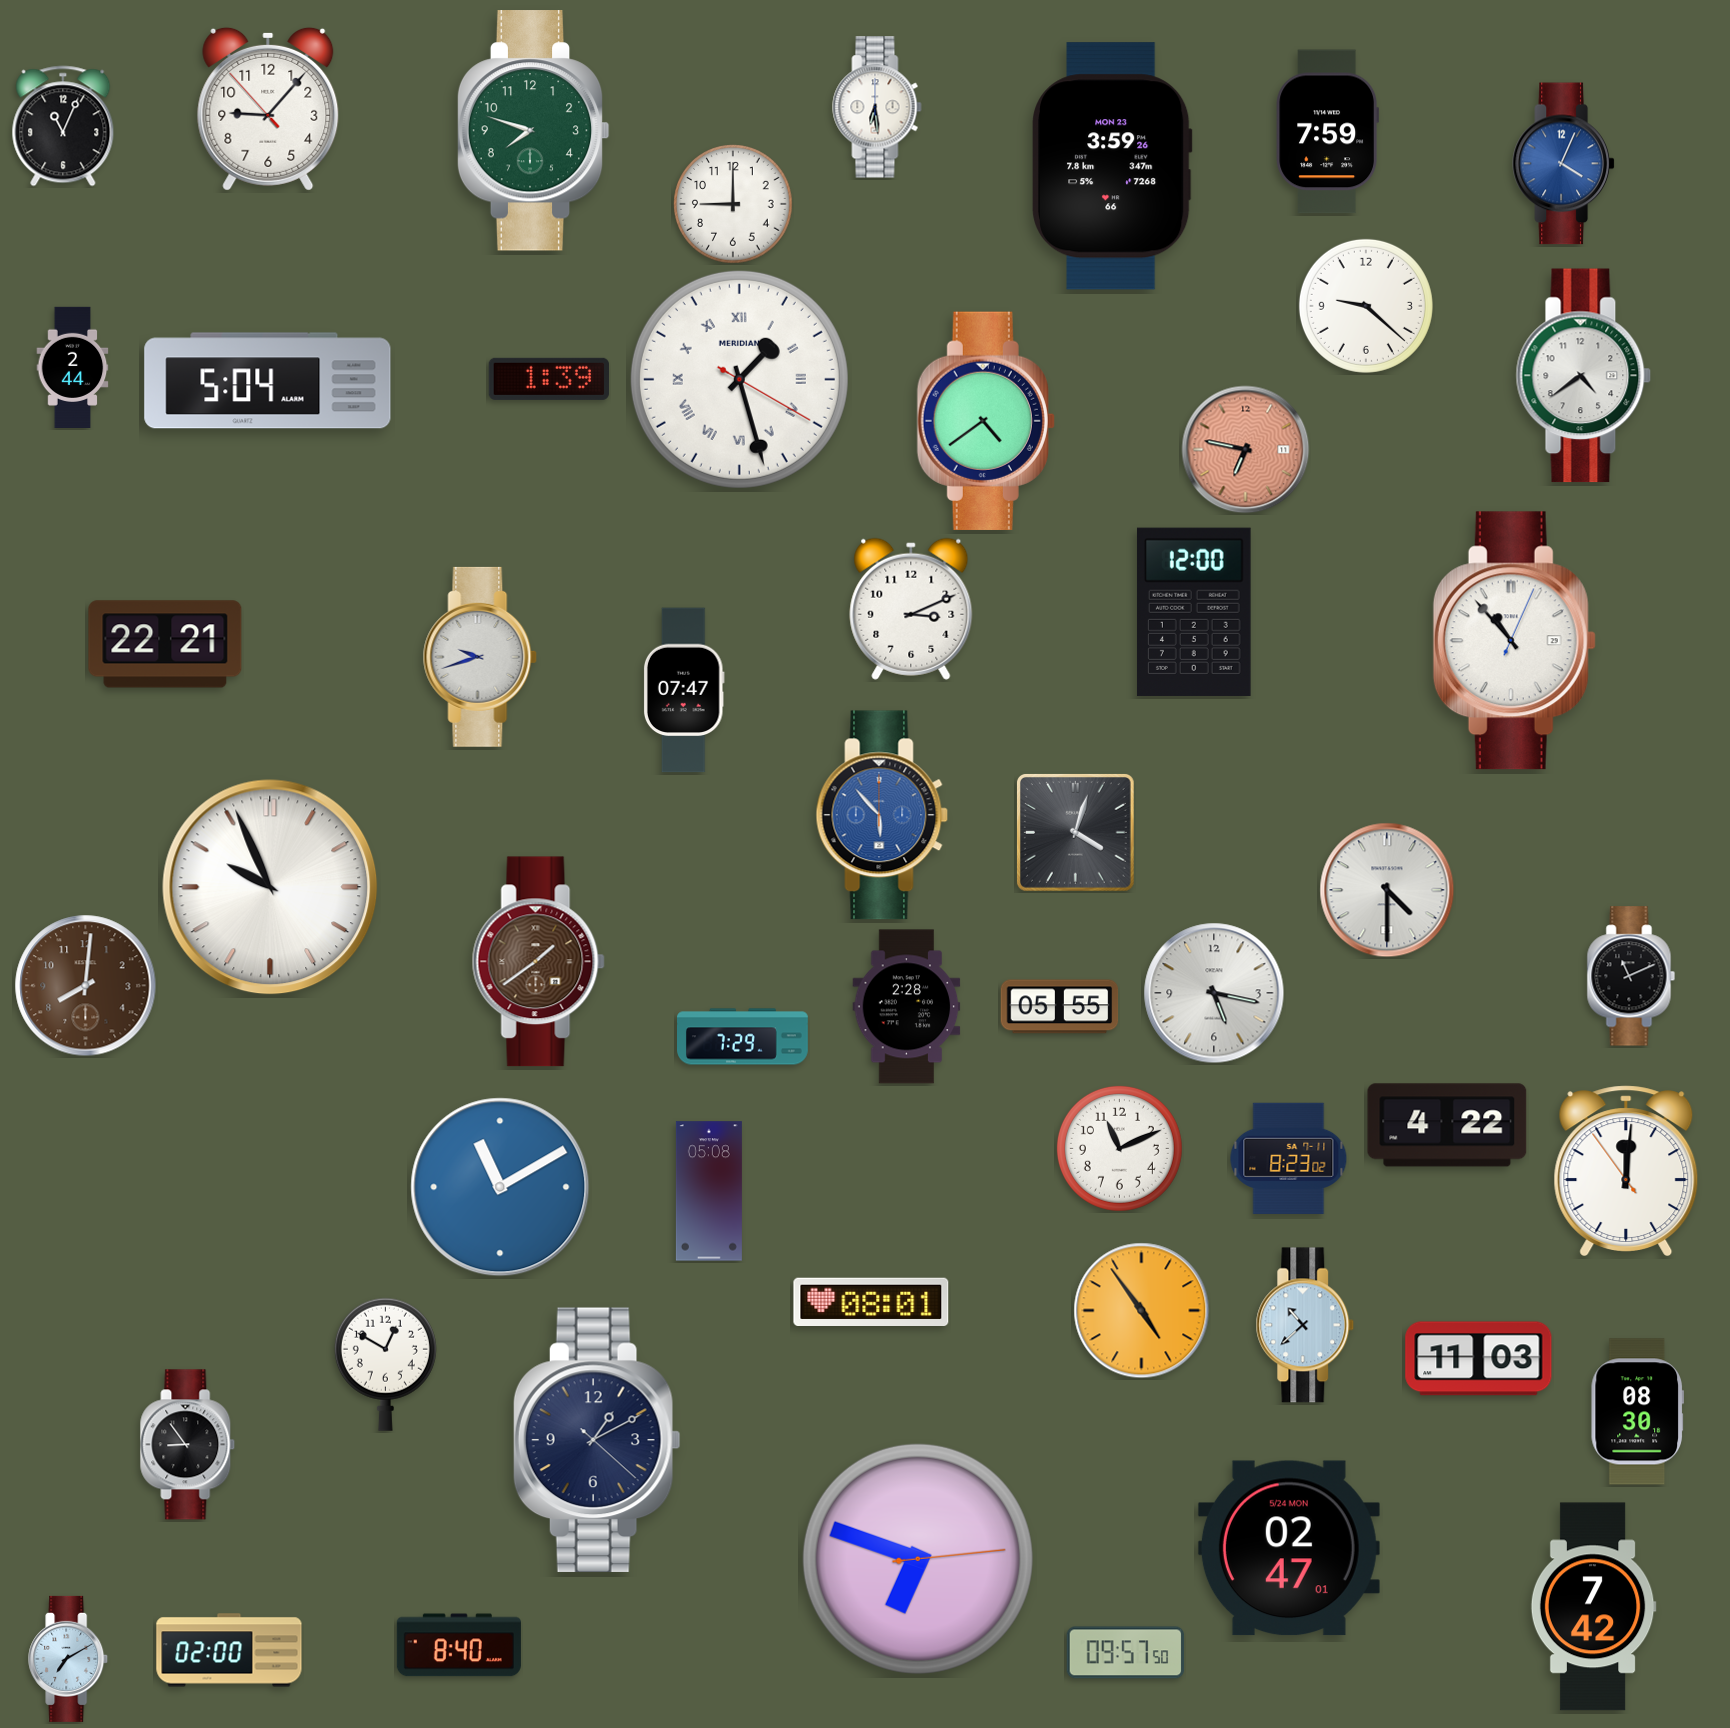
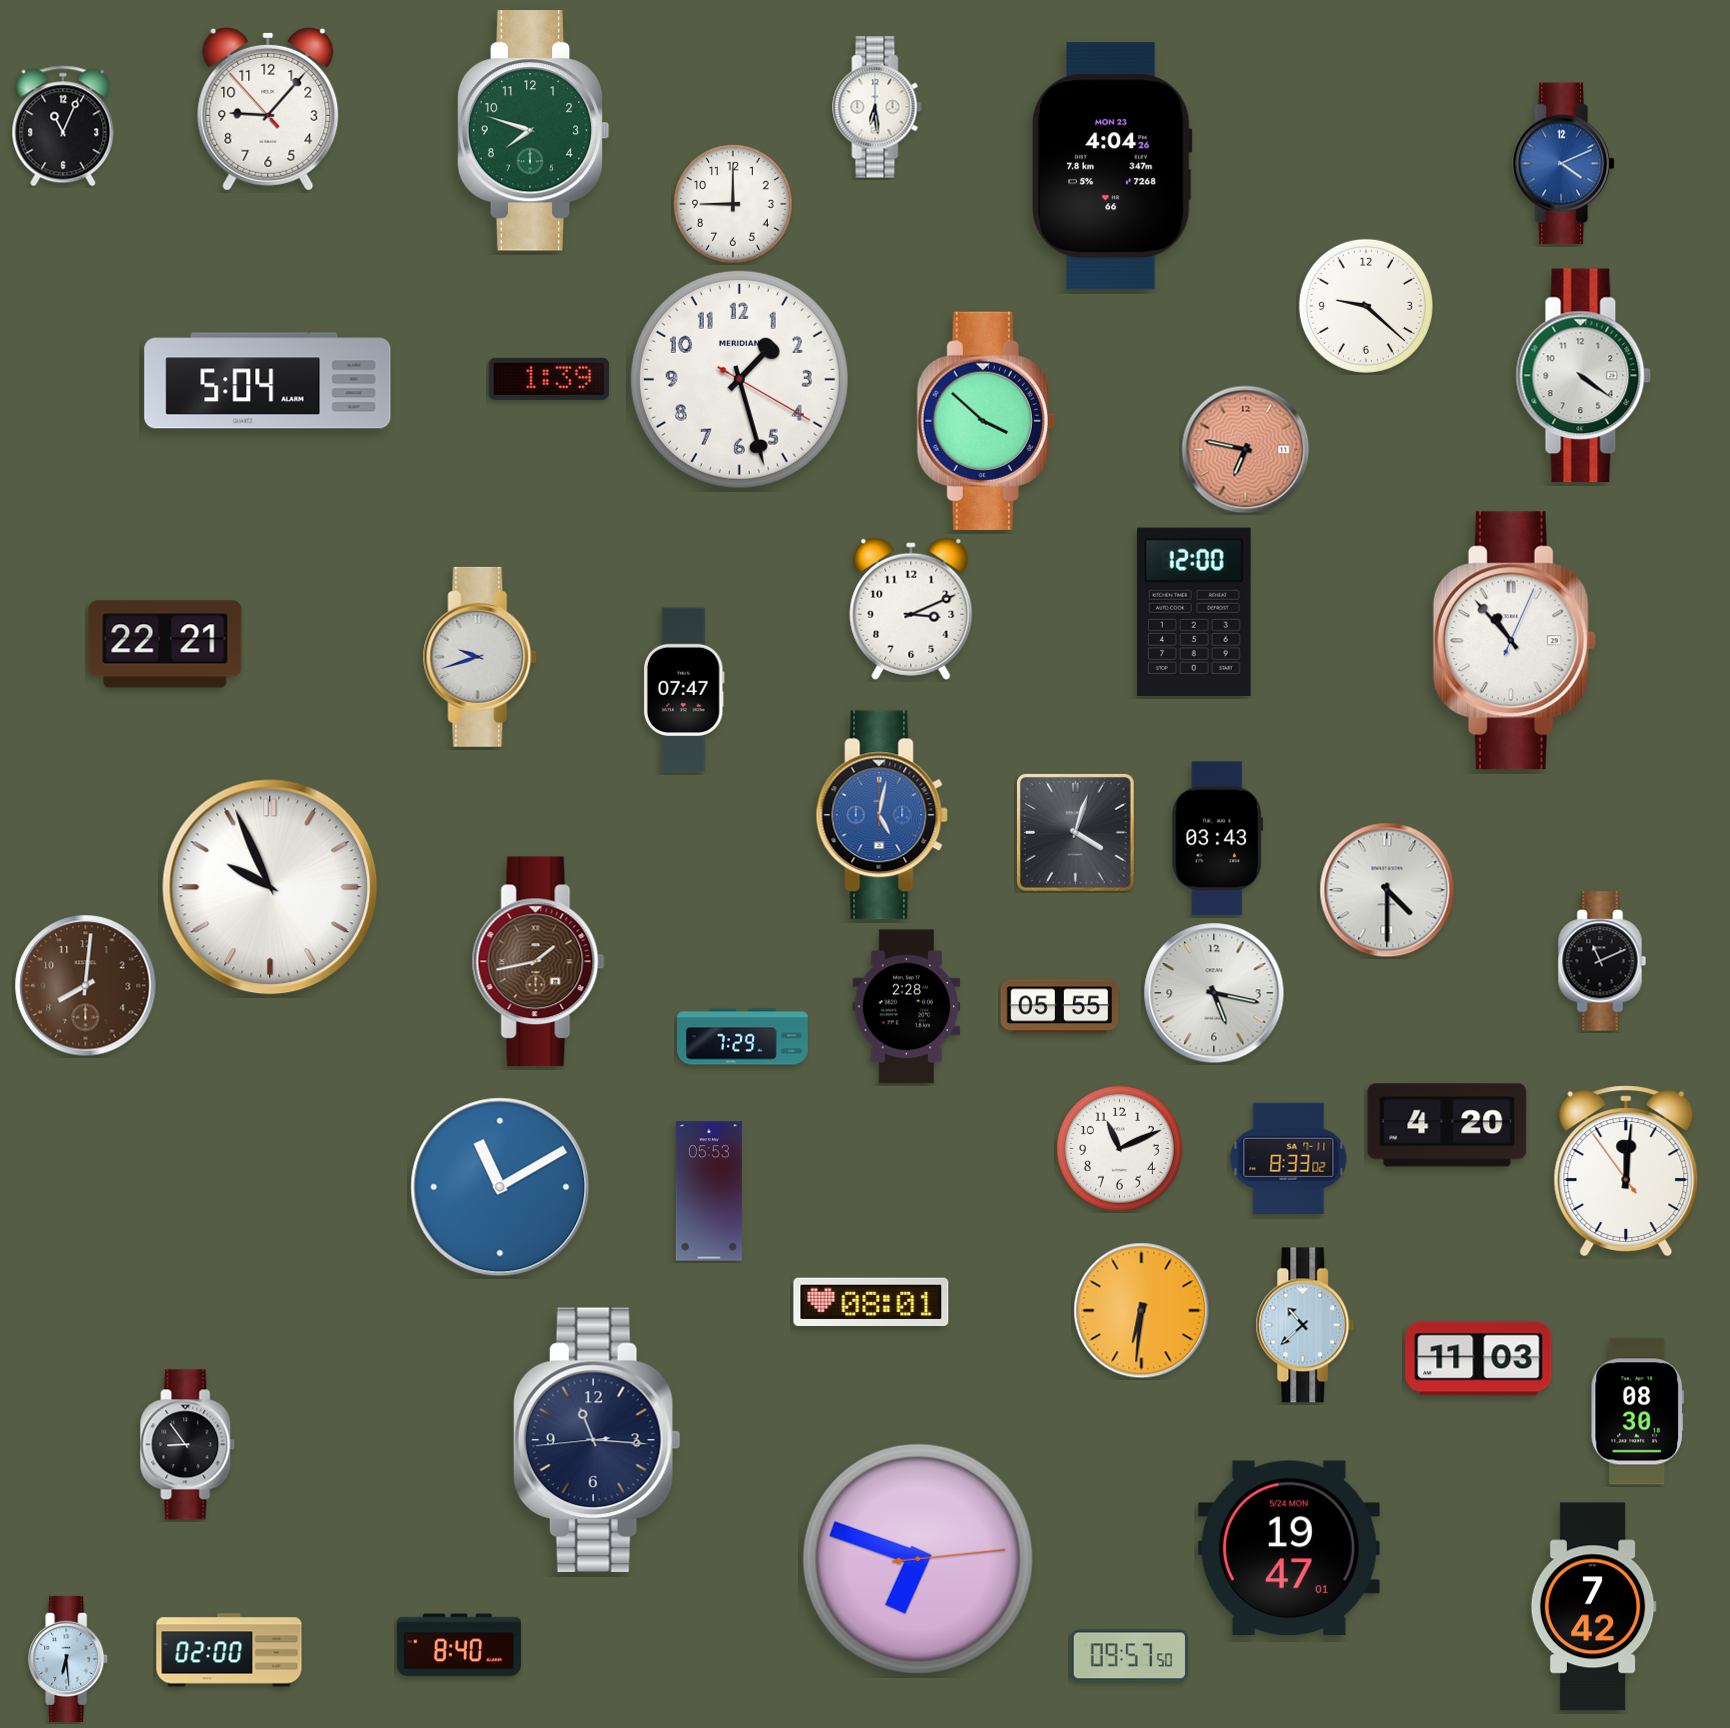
clock at (1327, 132): 7:59 -> none
clock at (1563, 164): 4:04 -> 4:11
clock at (1112, 166): 3:59 -> 4:04
clock at (73, 367): 2:44 -> none
clock at (1584, 376): 4:39 -> 4:21
clock at (739, 379) numerals: Roman -> Arabic
clock at (986, 421): 4:39 -> 3:52
clock at (882, 815): 5:53 -> 5:02
clock at (1218, 839): none -> 03:43
clock at (538, 962): 1:39 -> 1:43
clock at (1631, 976) position: (1631, 976) -> (1602, 961)
clock at (1447, 1125): 4:22 -> 4:20
clock at (1289, 1158): 8:23 -> 8:33
clock at (709, 1191): 05:08 -> 05:53
clock at (1142, 1311): 4:54 -> 6:31
clock at (385, 1364): 12:50 -> none
clock at (597, 1439): 1:10 -> 11:15
clock at (1289, 1548): 02:47 -> 19:47
clock at (1126, 1653) position: (1126, 1653) -> (1130, 1656)
clock at (69, 1659): 7:10 -> 6:29
